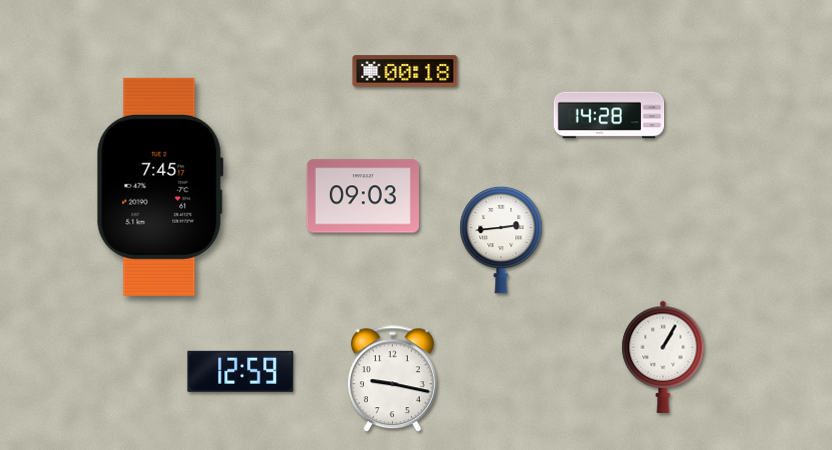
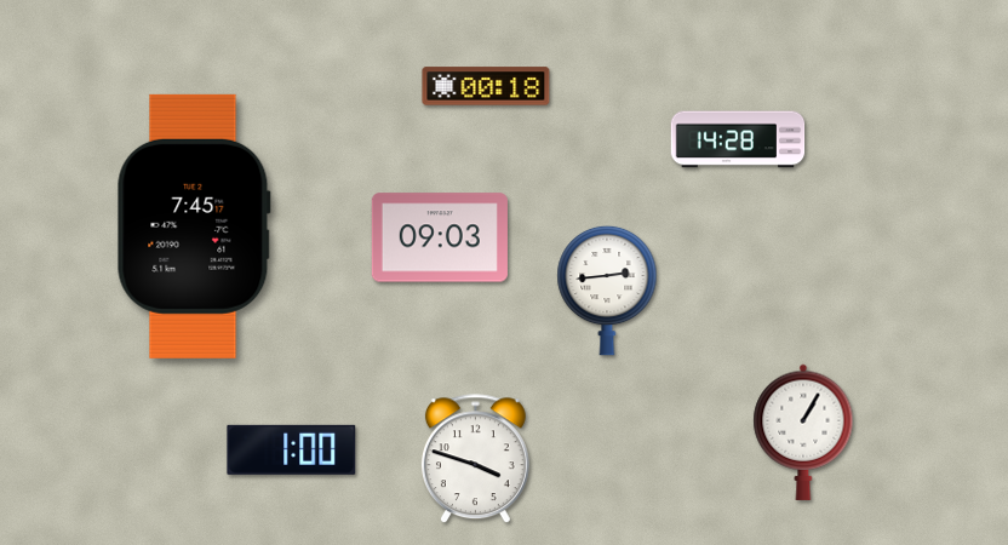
clock at (405, 71) position: (405, 71) -> (486, 86)
clock at (241, 371): 12:59 -> 1:00
clock at (392, 379): 9:17 -> 3:48
